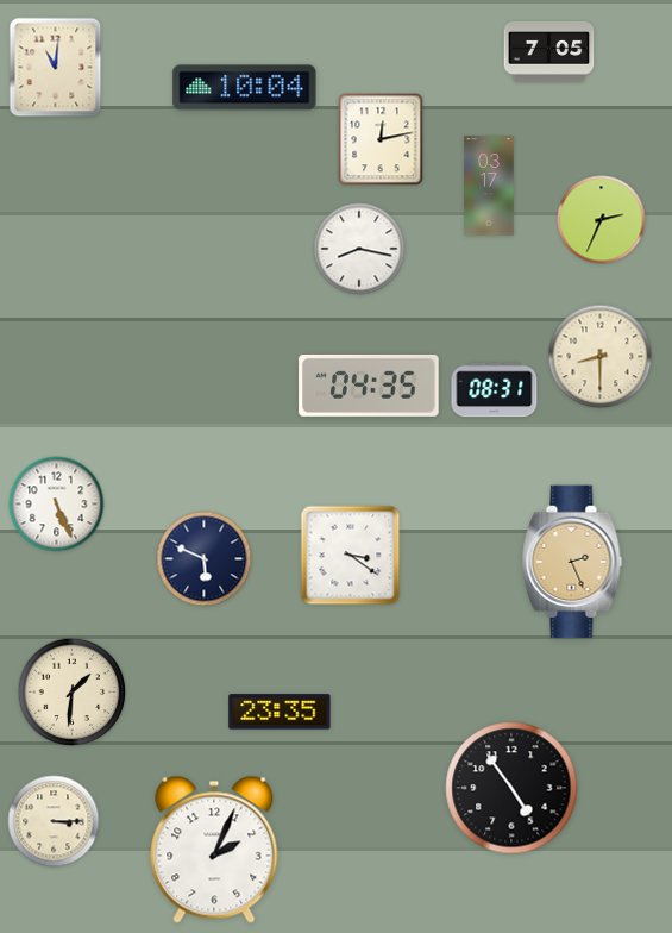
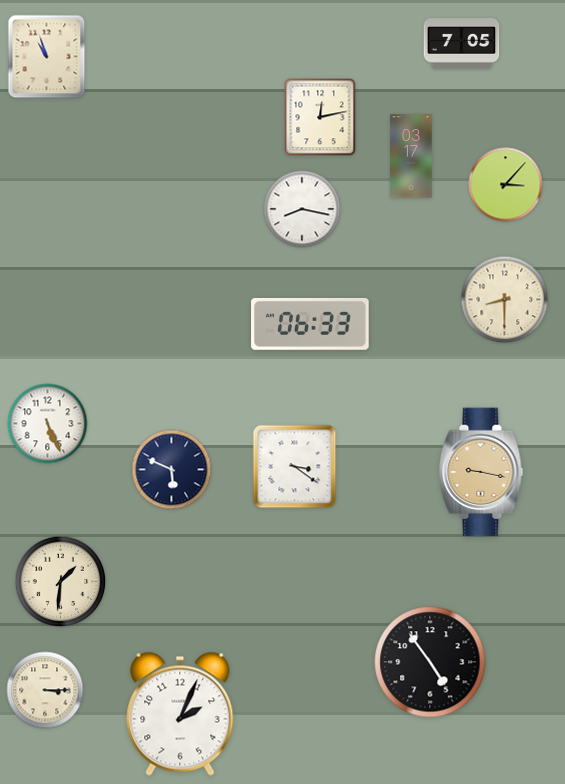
clock at (56, 68): 11:01 -> 10:57
clock at (245, 88): 10:04 -> none
clock at (602, 220): 2:34 -> 3:07
clock at (369, 386): 04:35 -> 06:33
clock at (495, 390): 08:31 -> none
clock at (572, 562): 2:26 -> 9:17
clock at (280, 712): 23:35 -> none
